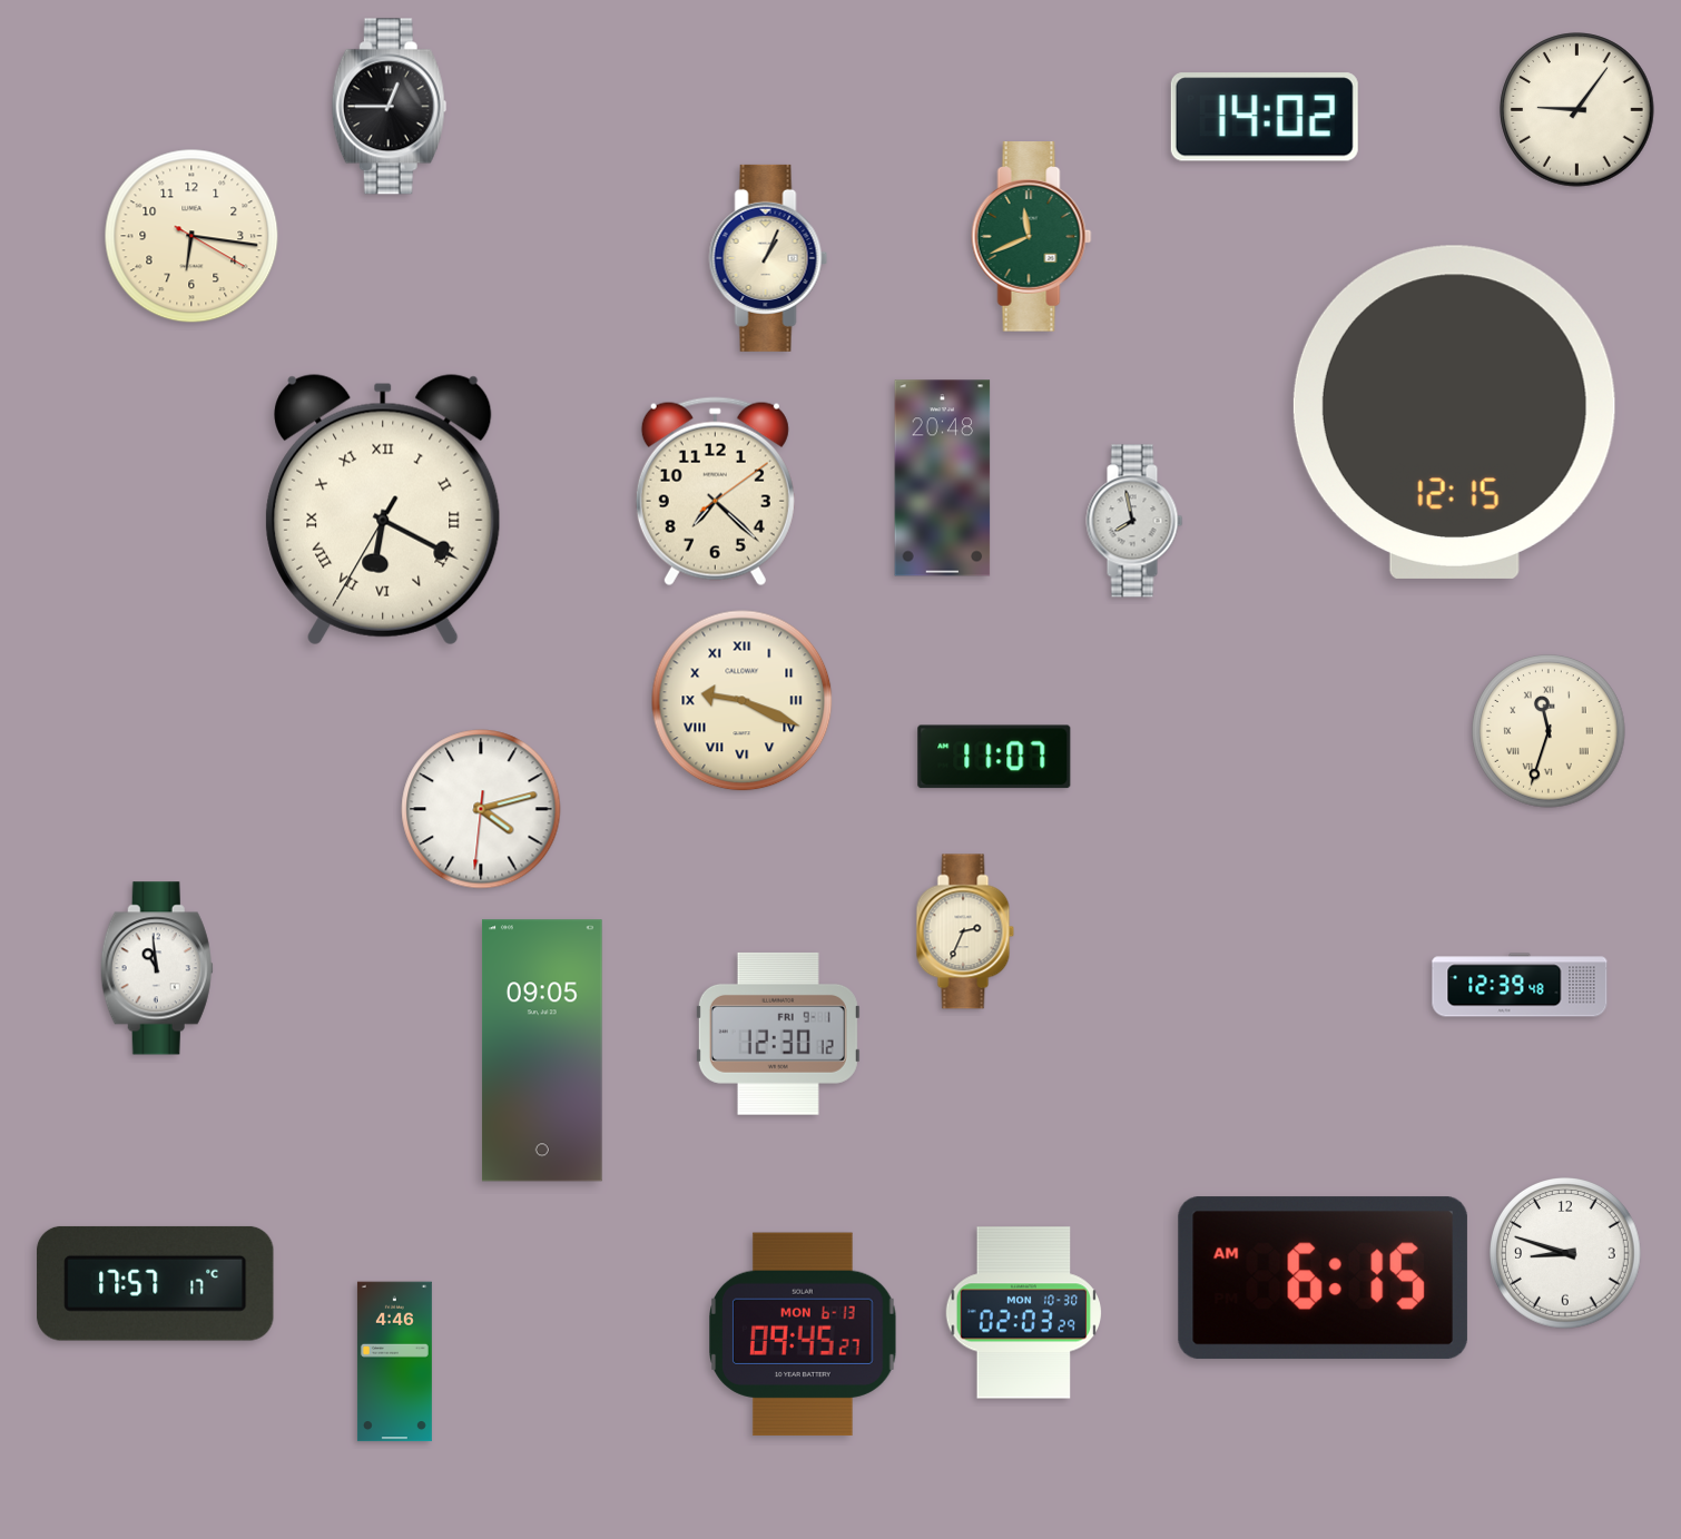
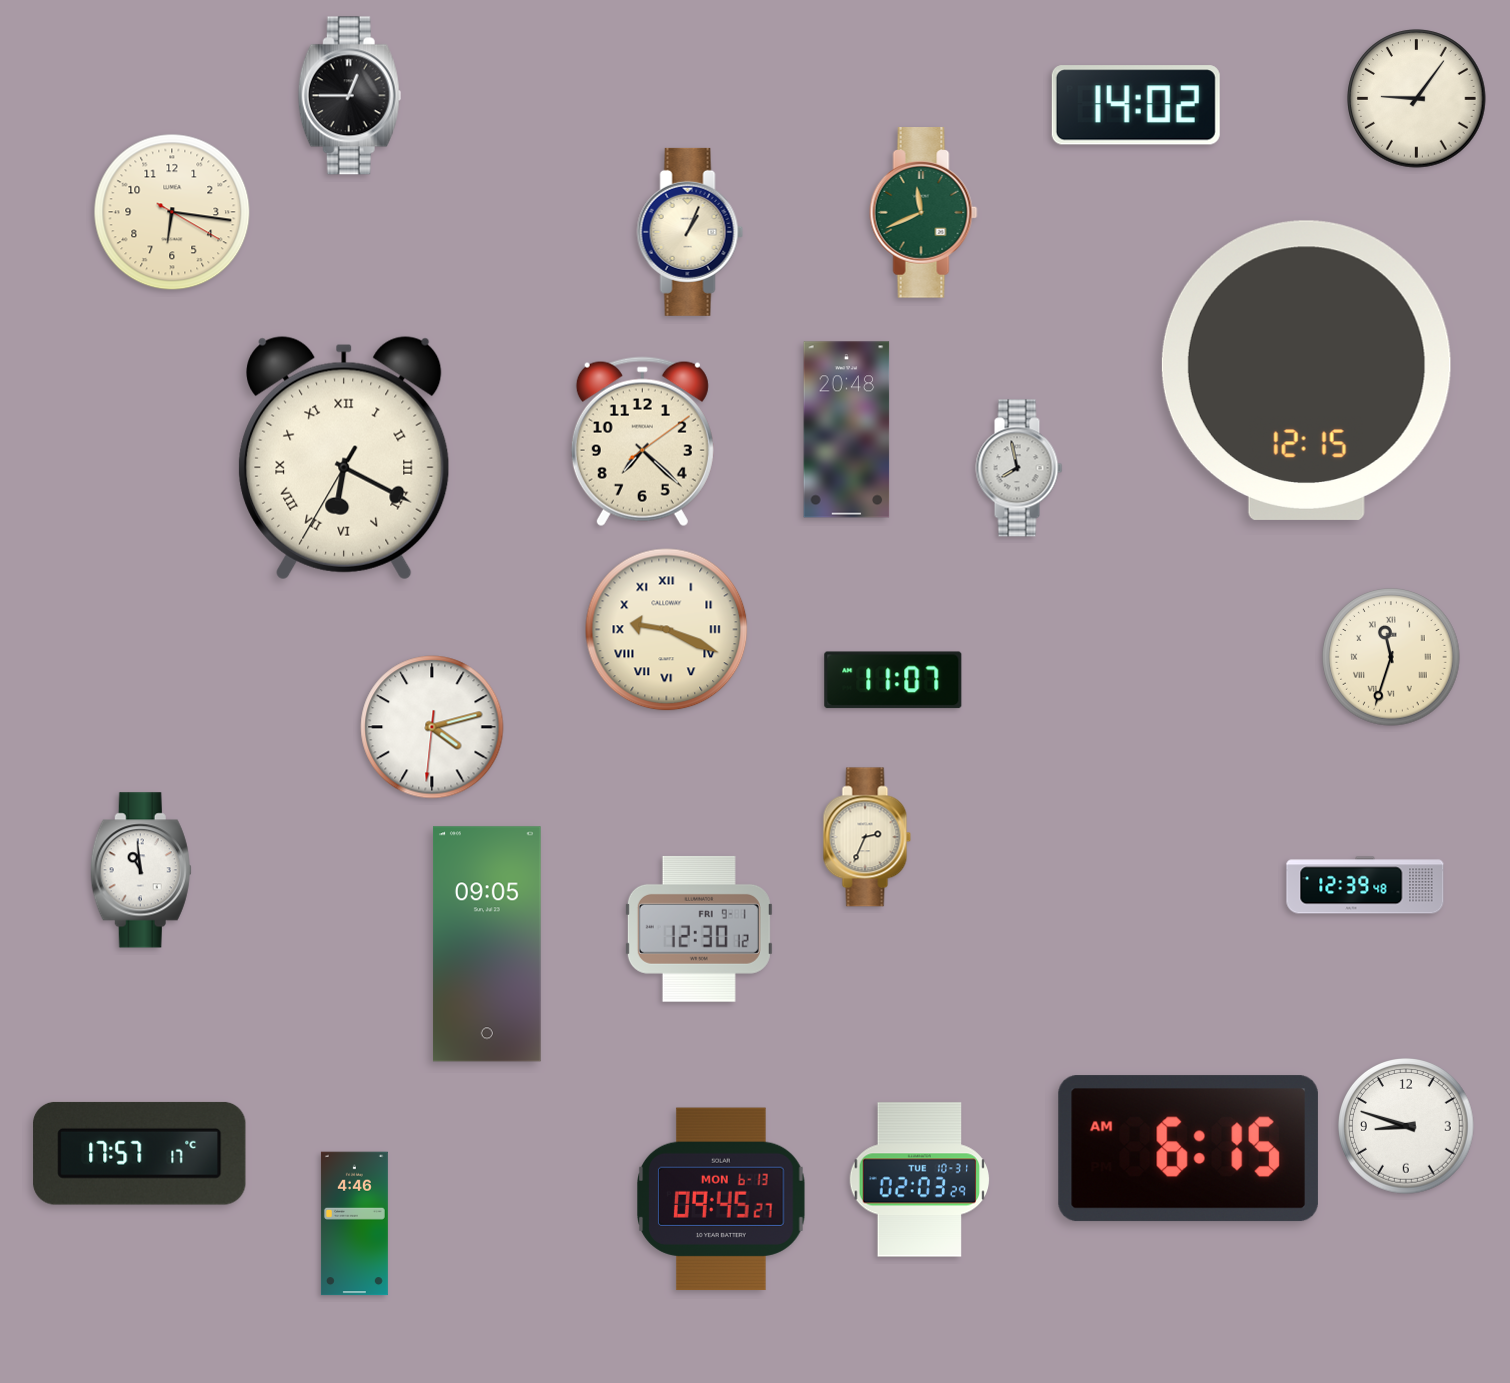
clock at (1032, 237) position: (1032, 237) -> (924, 213)
clock at (1024, 1313) date: MON 10-30 -> TUE 10-31
